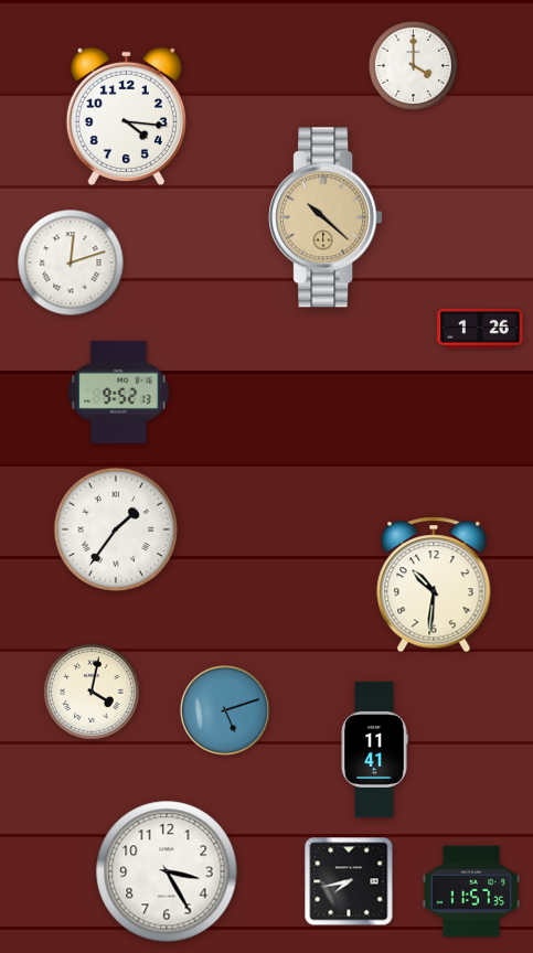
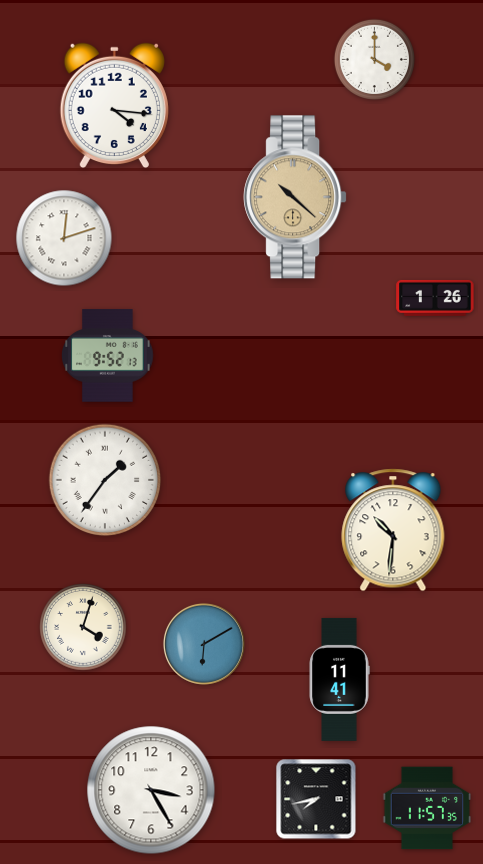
clock at (93, 693): 4:02 -> 4:03
clock at (225, 710): 5:12 -> 6:10
